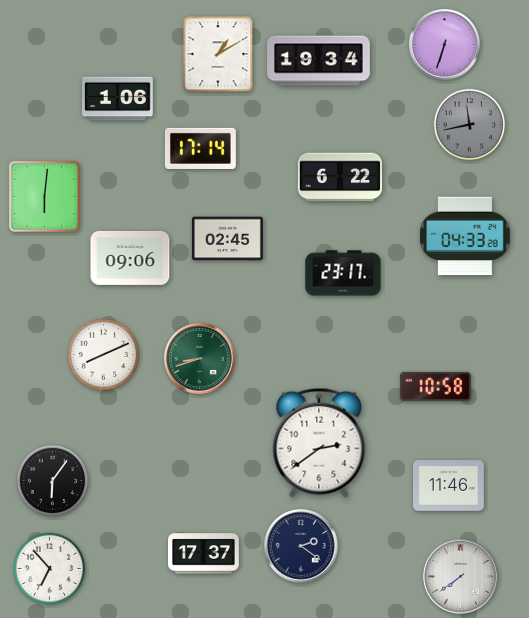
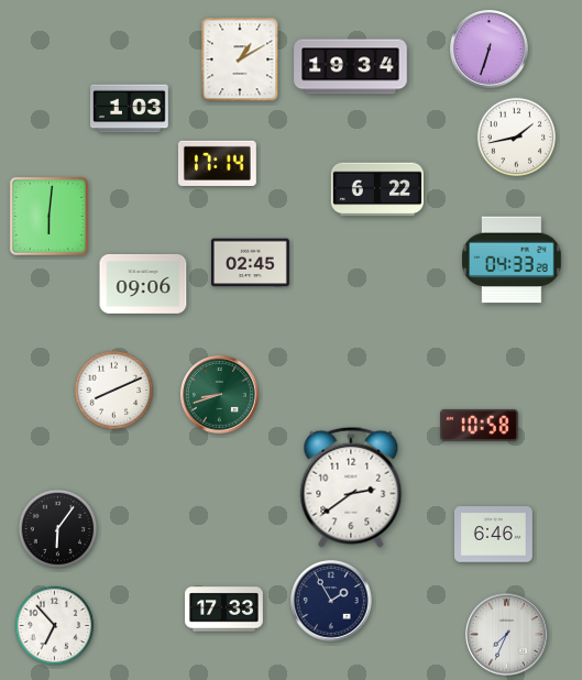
clock at (118, 99): 1:06 -> 1:03
clock at (470, 125): 11:43 -> 1:43
clock at (470, 125) dial: grey -> white
clock at (200, 148) position: (200, 148) -> (217, 163)
clock at (339, 177) position: (339, 177) -> (376, 189)
clock at (343, 273): 23:17 -> none
clock at (449, 486): 11:46 -> 6:46
clock at (301, 546): 2:21 -> 1:55
clock at (204, 554): 17:37 -> 17:33
clock at (461, 577): 7:39 -> 7:34
